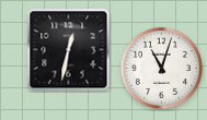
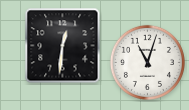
clock at (69, 50): 12:32 -> 12:31
